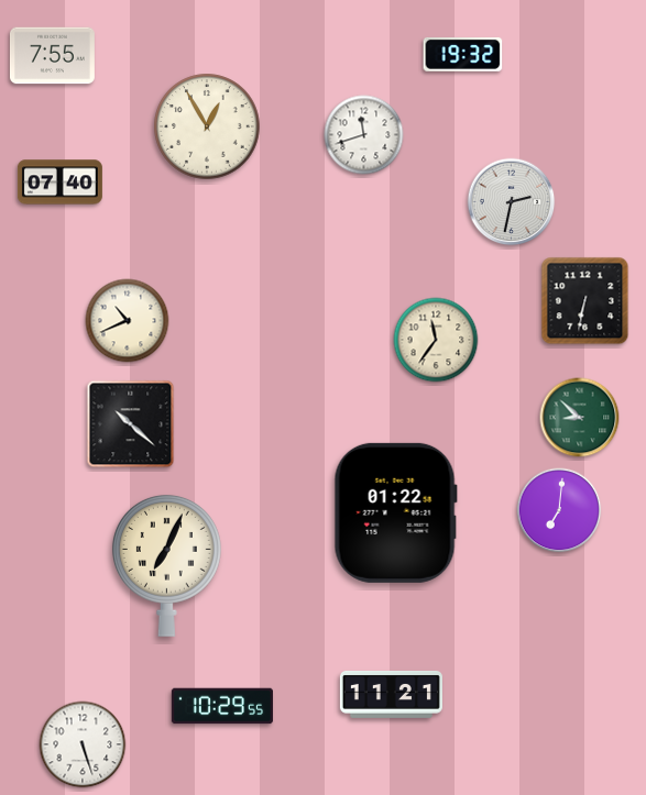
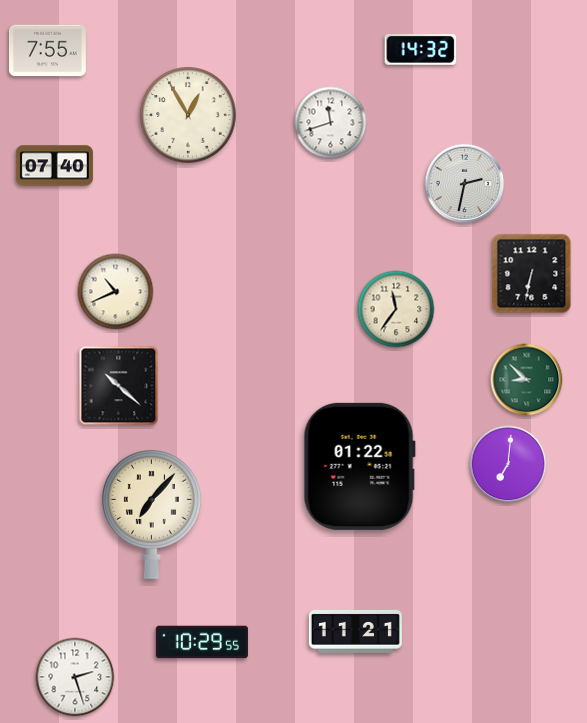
clock at (463, 54): 19:32 -> 14:32
clock at (166, 565): 7:04 -> 7:07
clock at (83, 744): 5:27 -> 2:27
